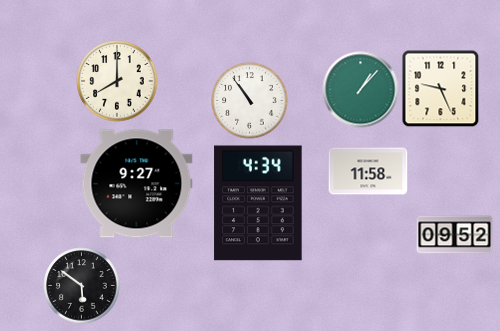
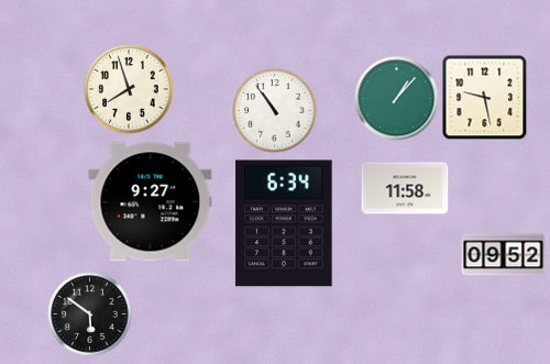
clock at (117, 81): 8:00 -> 7:57
clock at (440, 88): 9:26 -> 9:28
clock at (258, 203): 4:34 -> 6:34
clock at (455, 235) position: (455, 235) -> (504, 255)
